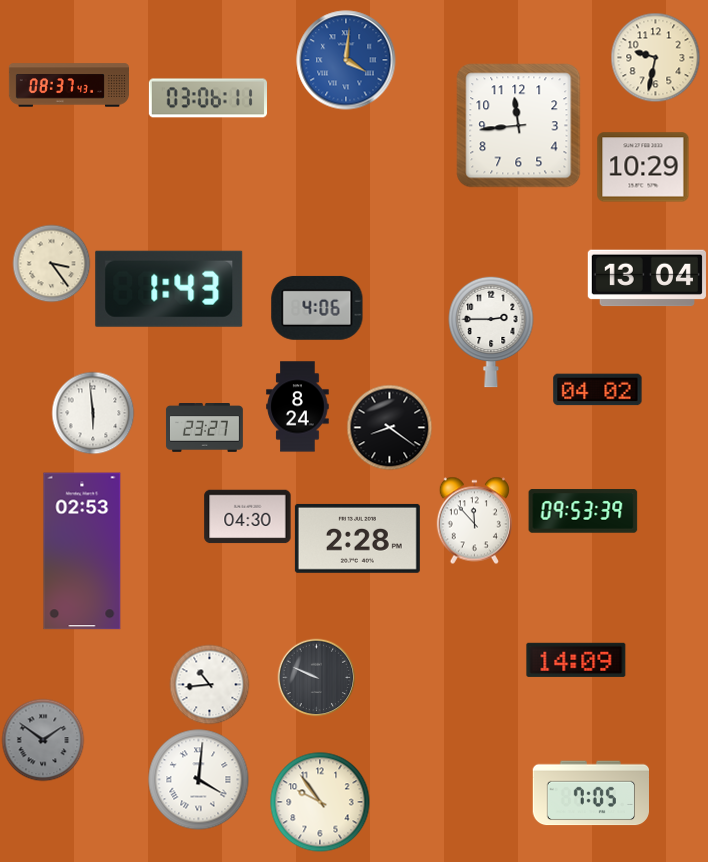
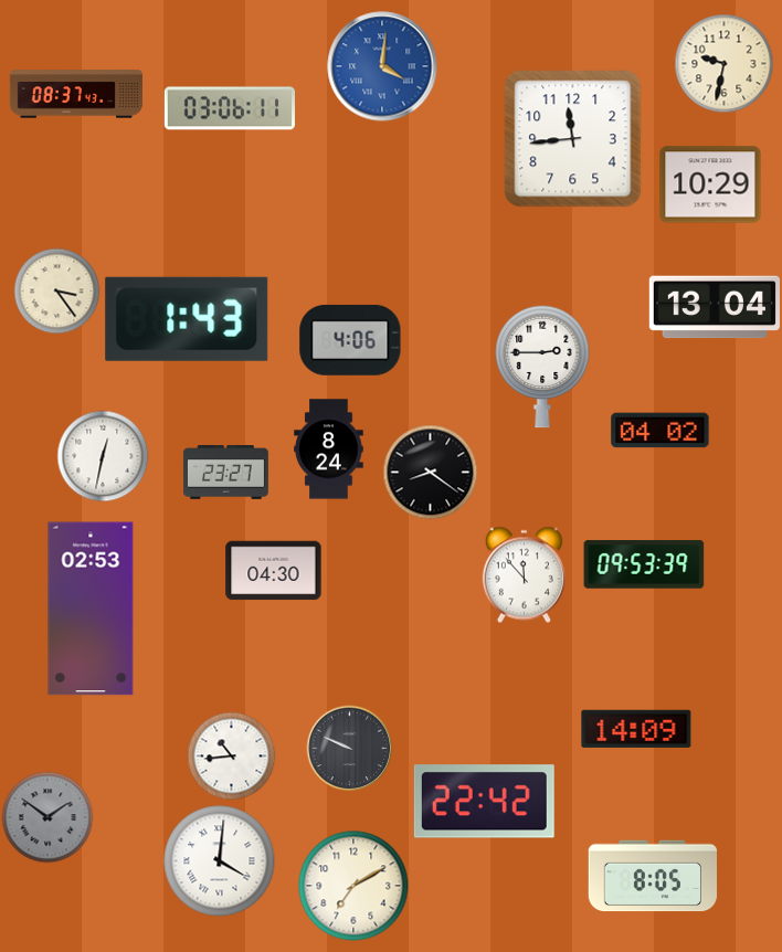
clock at (93, 413): 5:59 -> 12:32
clock at (357, 538): 2:28 -> none
clock at (484, 802): none -> 22:42
clock at (590, 793): 7:05 -> 8:05
clock at (320, 802): 9:54 -> 7:10
